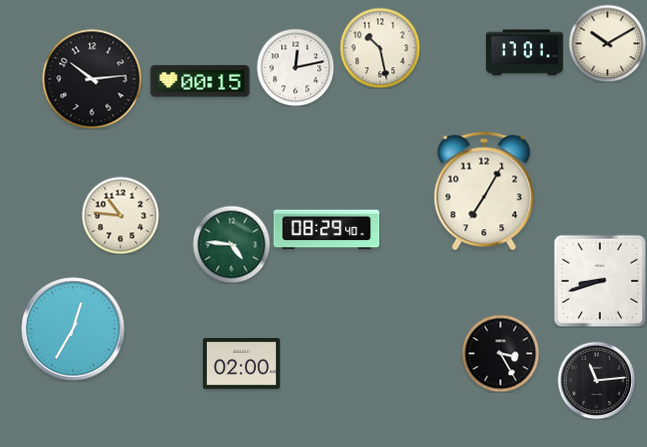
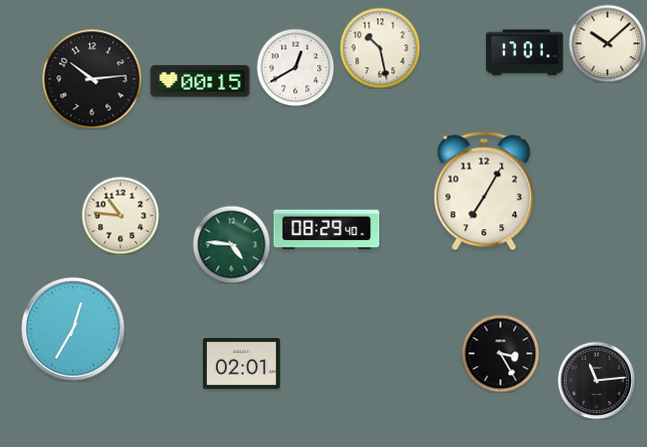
clock at (607, 43): 10:10 -> 10:08
clock at (295, 67): 12:13 -> 12:40
clock at (599, 280): 8:42 -> none
clock at (241, 364): 02:00 -> 02:01
